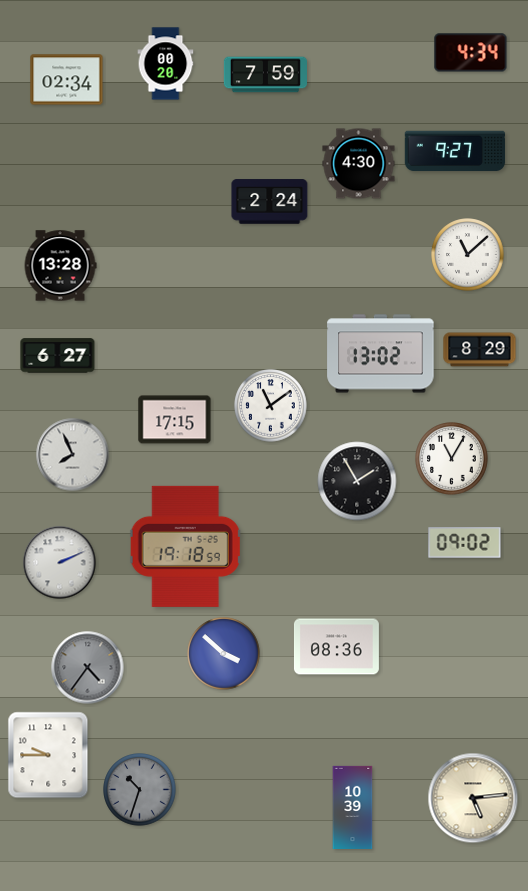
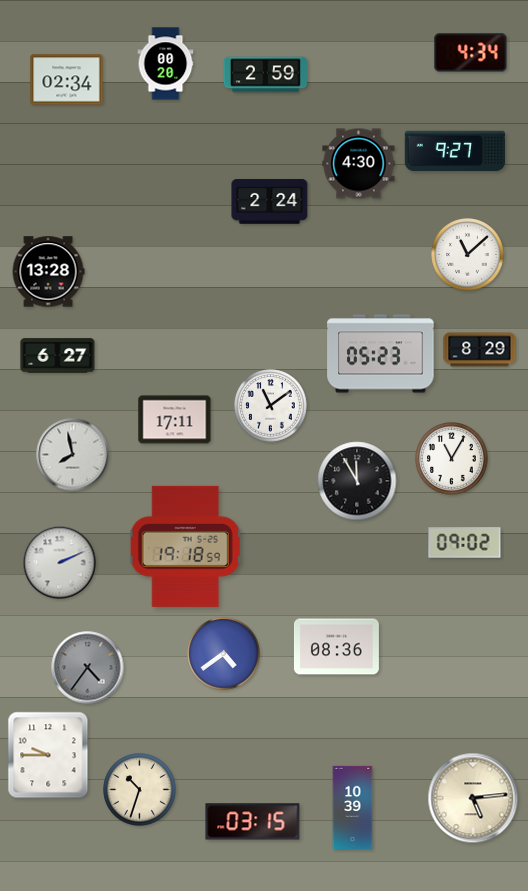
clock at (265, 75): 7:59 -> 2:59
clock at (60, 266) position: (60, 266) -> (48, 272)
clock at (381, 354): 13:02 -> 05:23
clock at (175, 420): 17:15 -> 17:11
clock at (73, 455): 7:56 -> 7:58
clock at (357, 481): 1:55 -> 11:55
clock at (224, 654): 3:52 -> 4:39
clock at (140, 790) dial: grey -> cream
clock at (253, 822): none -> 03:15
